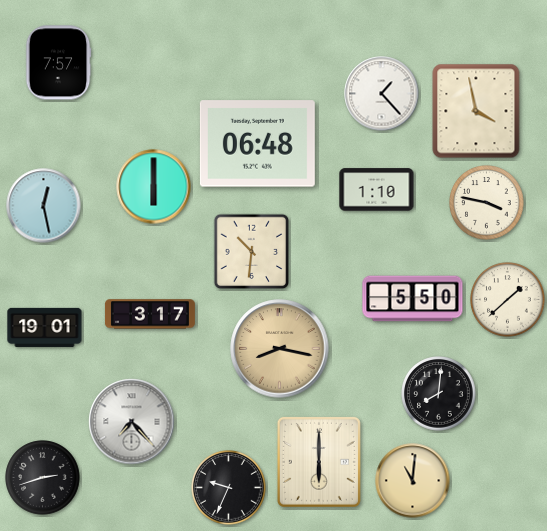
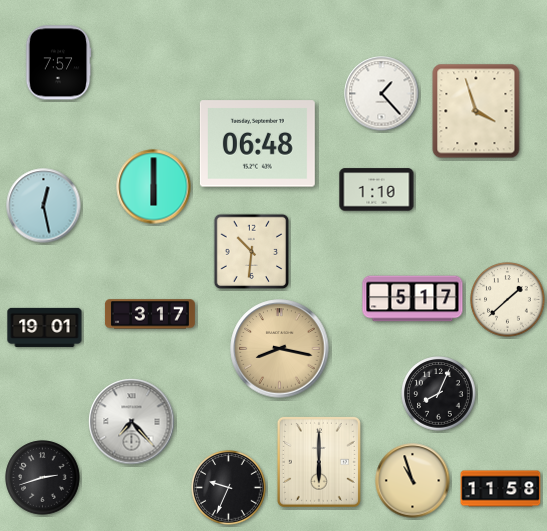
clock at (476, 111): 3:58 -> 3:57
clock at (487, 203): 3:47 -> none
clock at (413, 299): 5:50 -> 5:17
clock at (439, 394): 8:01 -> 8:04
clock at (413, 481): 11:01 -> 10:57
clock at (501, 489): none -> 11:58
